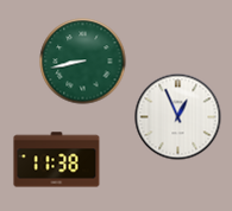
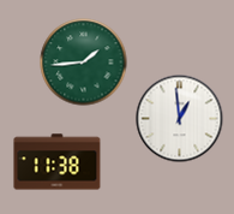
clock at (83, 62): 8:43 -> 1:44
clock at (178, 117): 12:56 -> 12:59
